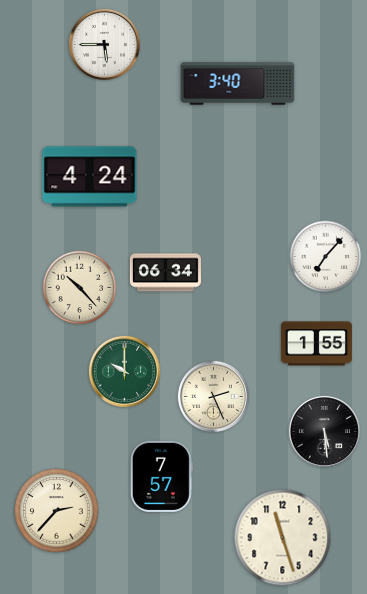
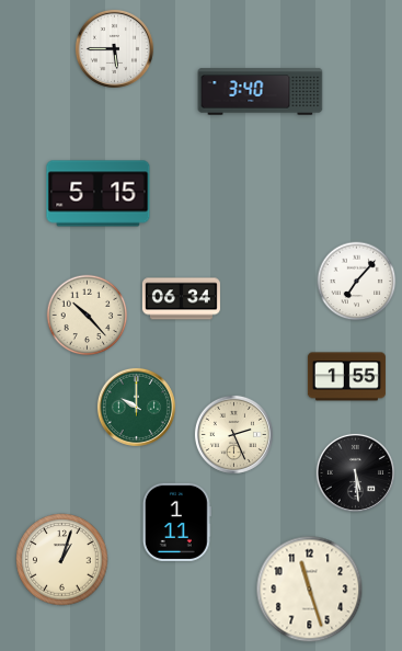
clock at (90, 177): 4:24 -> 5:15
clock at (161, 476): 7:57 -> 1:11
clock at (57, 511): 2:37 -> 1:03
